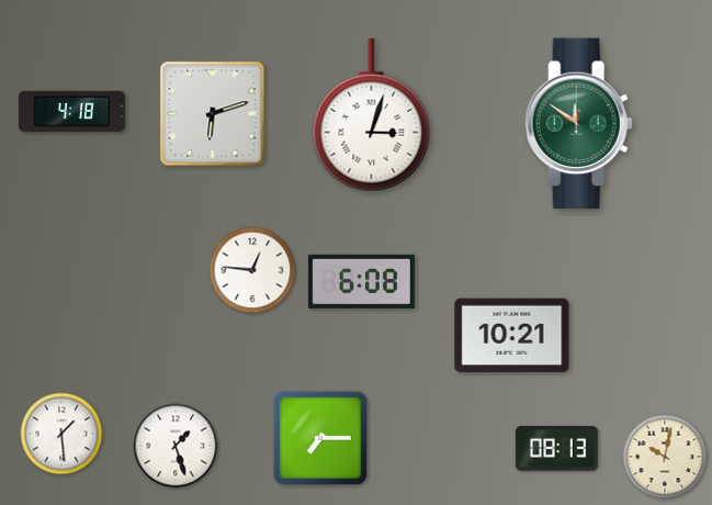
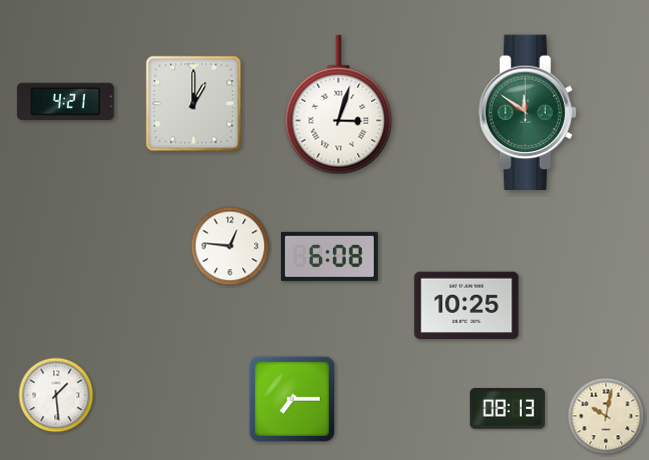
clock at (71, 111): 4:18 -> 4:21
clock at (213, 114): 6:12 -> 1:00
clock at (512, 336): 10:21 -> 10:25
clock at (176, 446): 1:27 -> none
